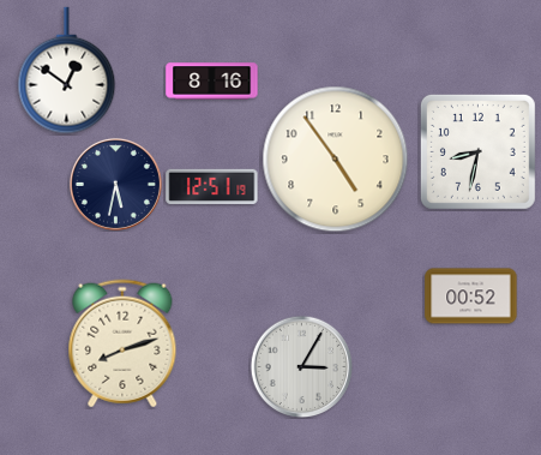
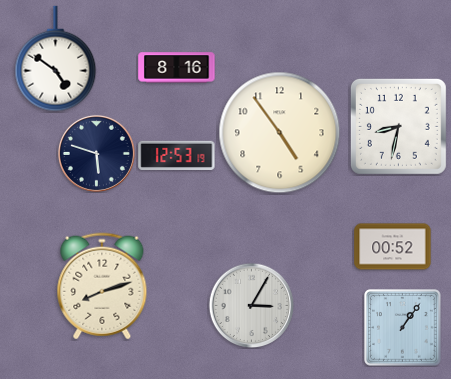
clock at (67, 71): 12:51 -> 4:51
clock at (115, 184): 5:32 -> 5:48
clock at (212, 186): 12:51 -> 12:53
clock at (403, 328): none -> 1:06
